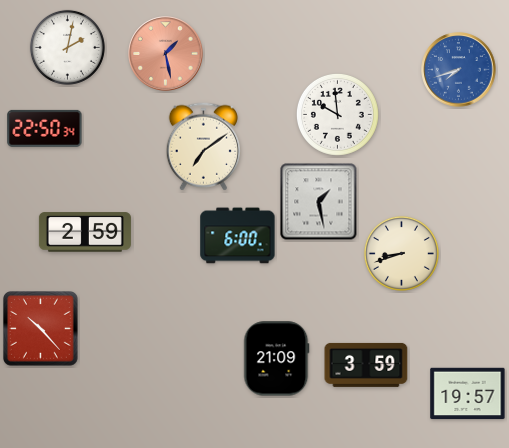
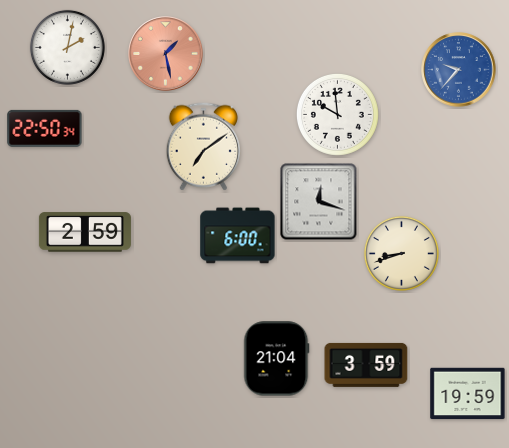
clock at (459, 70): 7:42 -> 9:37
clock at (319, 202): 1:28 -> 12:18
clock at (41, 329): 10:23 -> none
clock at (277, 359): 21:09 -> 21:04
clock at (468, 394): 19:57 -> 19:59
